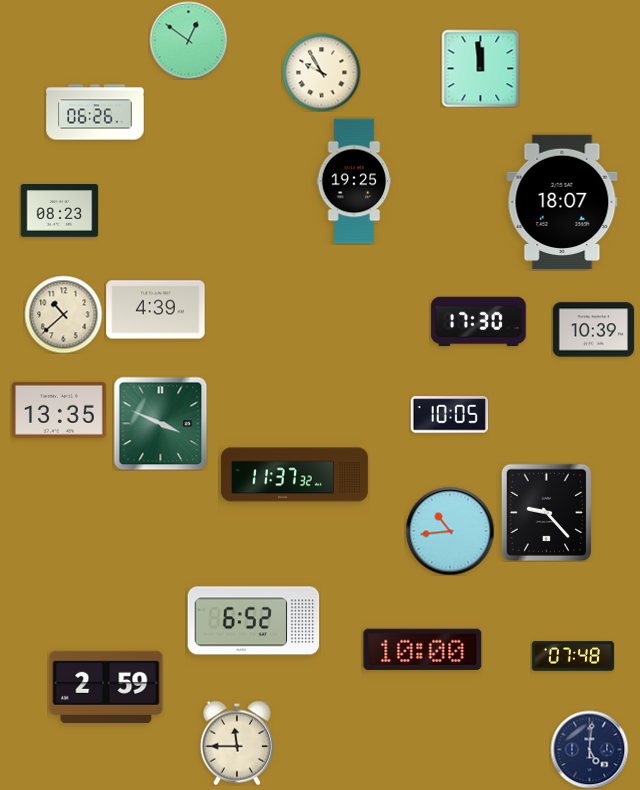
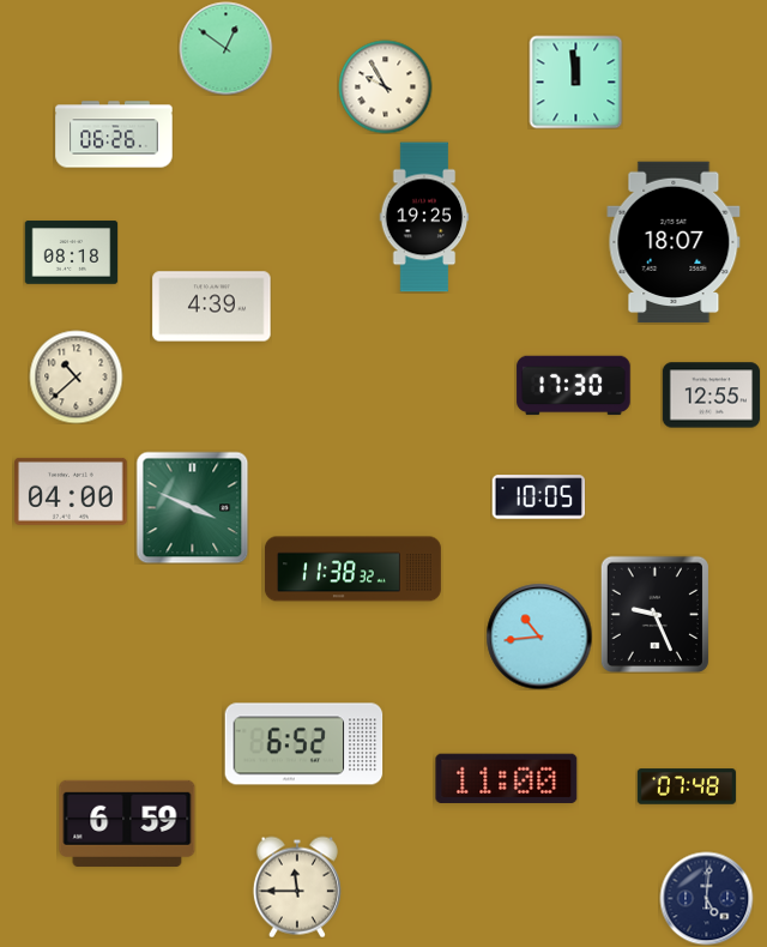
clock at (59, 211): 08:23 -> 08:18
clock at (156, 310) position: (156, 310) -> (212, 307)
clock at (593, 330): 10:39 -> 12:55
clock at (59, 410): 13:35 -> 04:00
clock at (294, 475): 11:37 -> 11:38
clock at (546, 512): 9:23 -> 9:26
clock at (423, 649): 10:00 -> 11:00
clock at (106, 687): 2:59 -> 6:59
clock at (237, 743) position: (237, 743) -> (297, 887)
